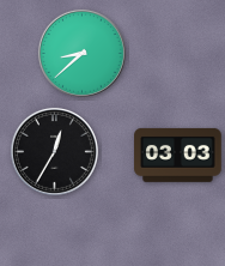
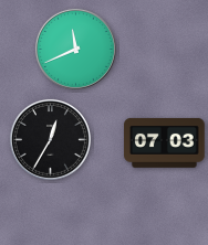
clock at (81, 53): 8:38 -> 11:41
clock at (178, 155): 03:03 -> 07:03
